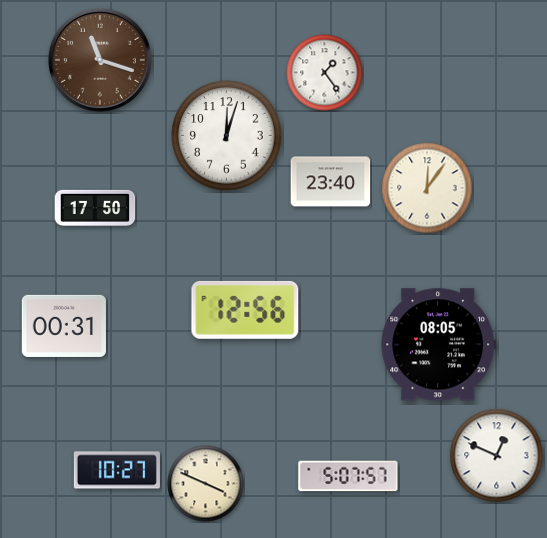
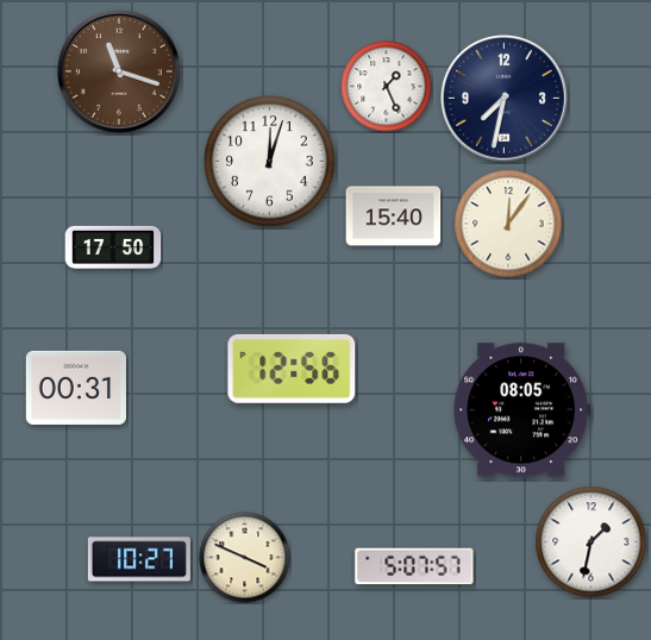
clock at (325, 73): 1:24 -> 1:26
clock at (503, 98): none -> 7:32
clock at (331, 182): 23:40 -> 15:40
clock at (497, 456): 12:49 -> 1:32
clock at (206, 484) position: (206, 484) -> (245, 558)
